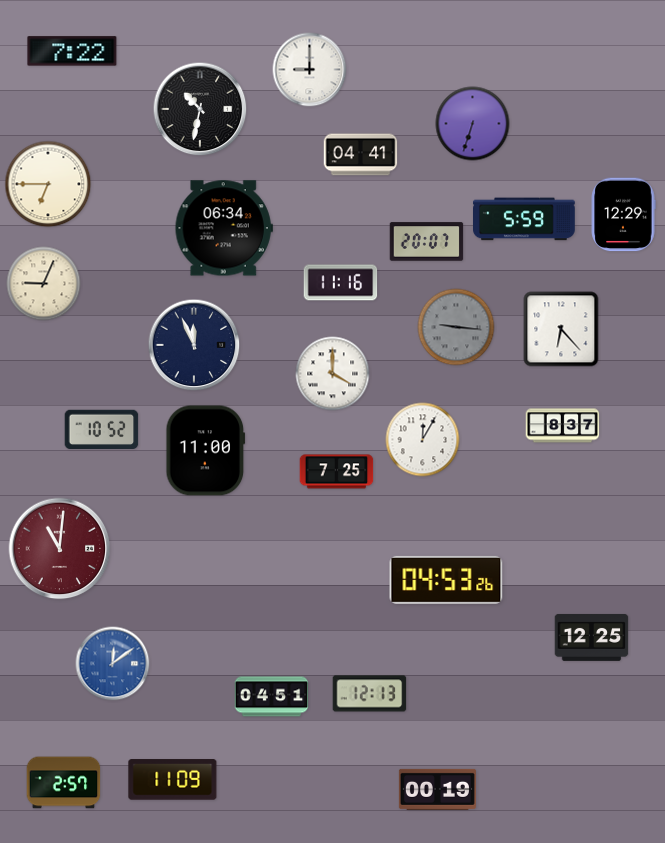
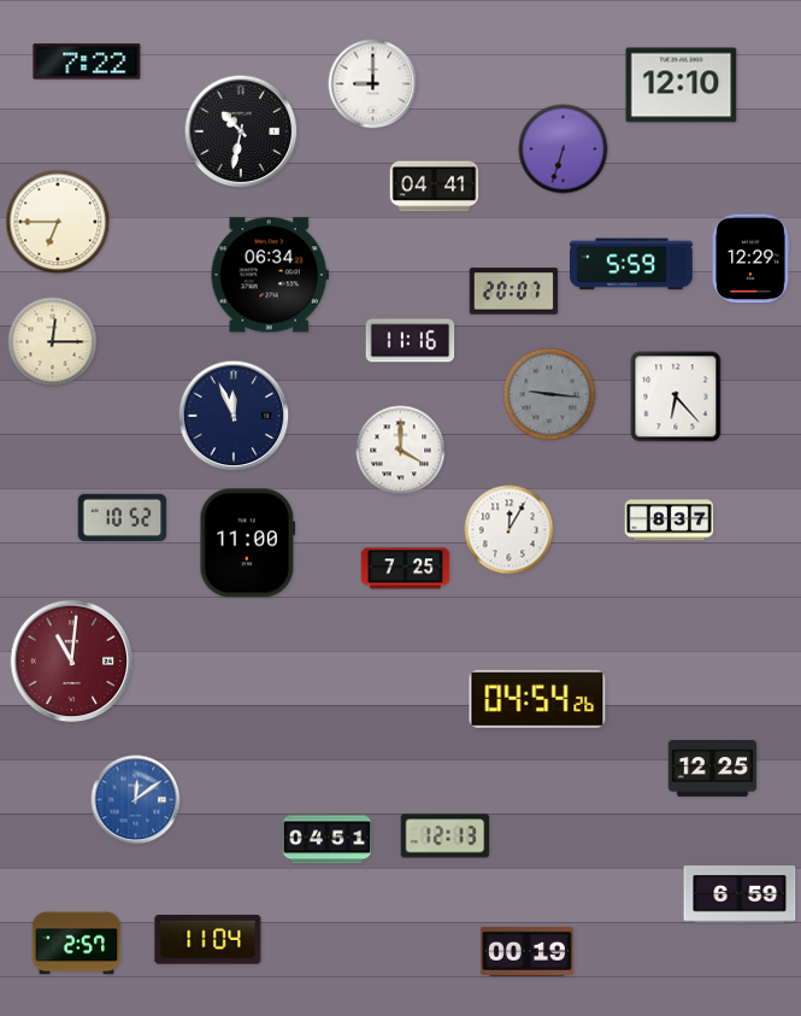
clock at (682, 86): none -> 12:10
clock at (473, 124) position: (473, 124) -> (564, 149)
clock at (44, 284): 9:04 -> 12:15
clock at (563, 426) position: (563, 426) -> (670, 521)
clock at (446, 580): 04:53 -> 04:54
clock at (740, 894): none -> 6:59
clock at (173, 780): 11:09 -> 11:04
